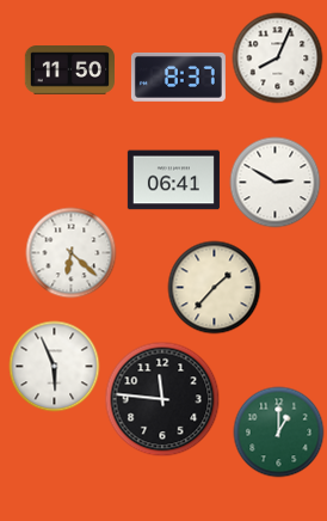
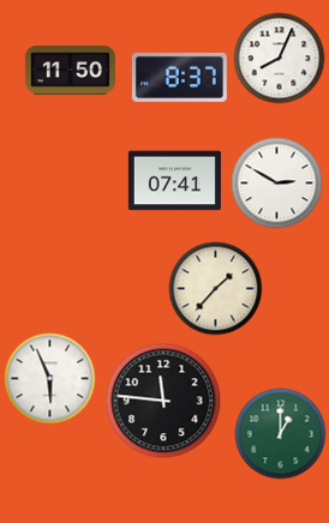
clock at (173, 180): 06:41 -> 07:41
clock at (72, 253): 6:22 -> none
clock at (55, 367) position: (55, 367) -> (50, 379)
